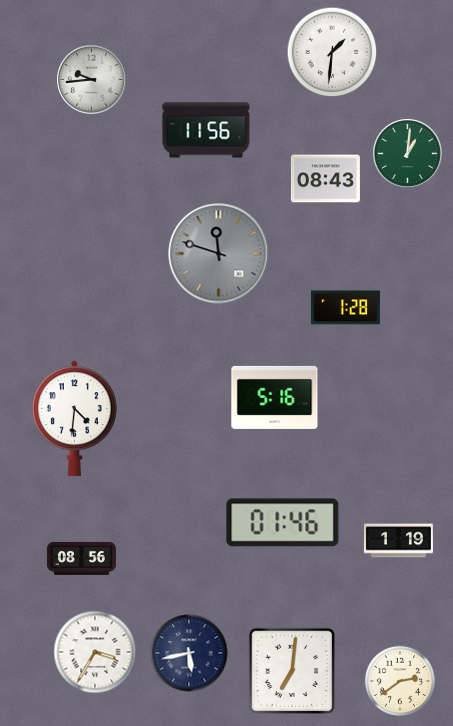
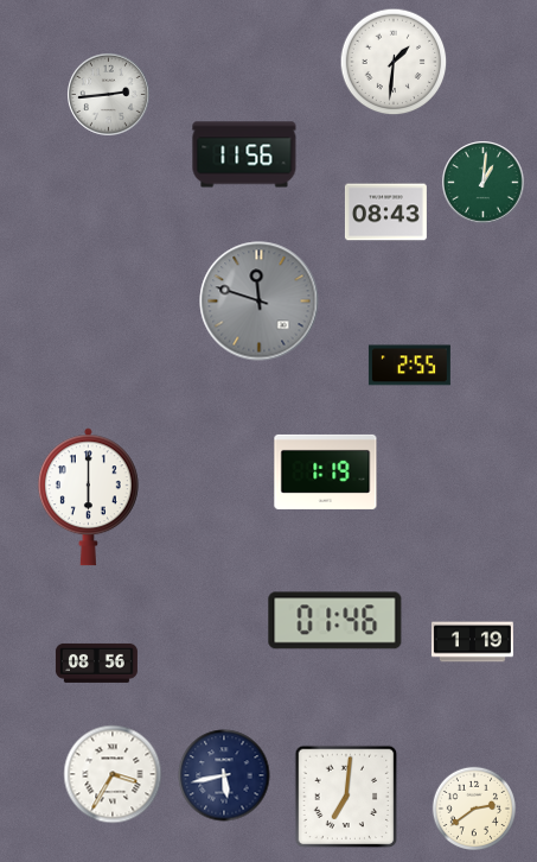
clock at (92, 80): 9:44 -> 2:44
clock at (345, 308): 1:28 -> 2:55
clock at (275, 397): 5:16 -> 1:19
clock at (74, 419): 4:31 -> 6:00
